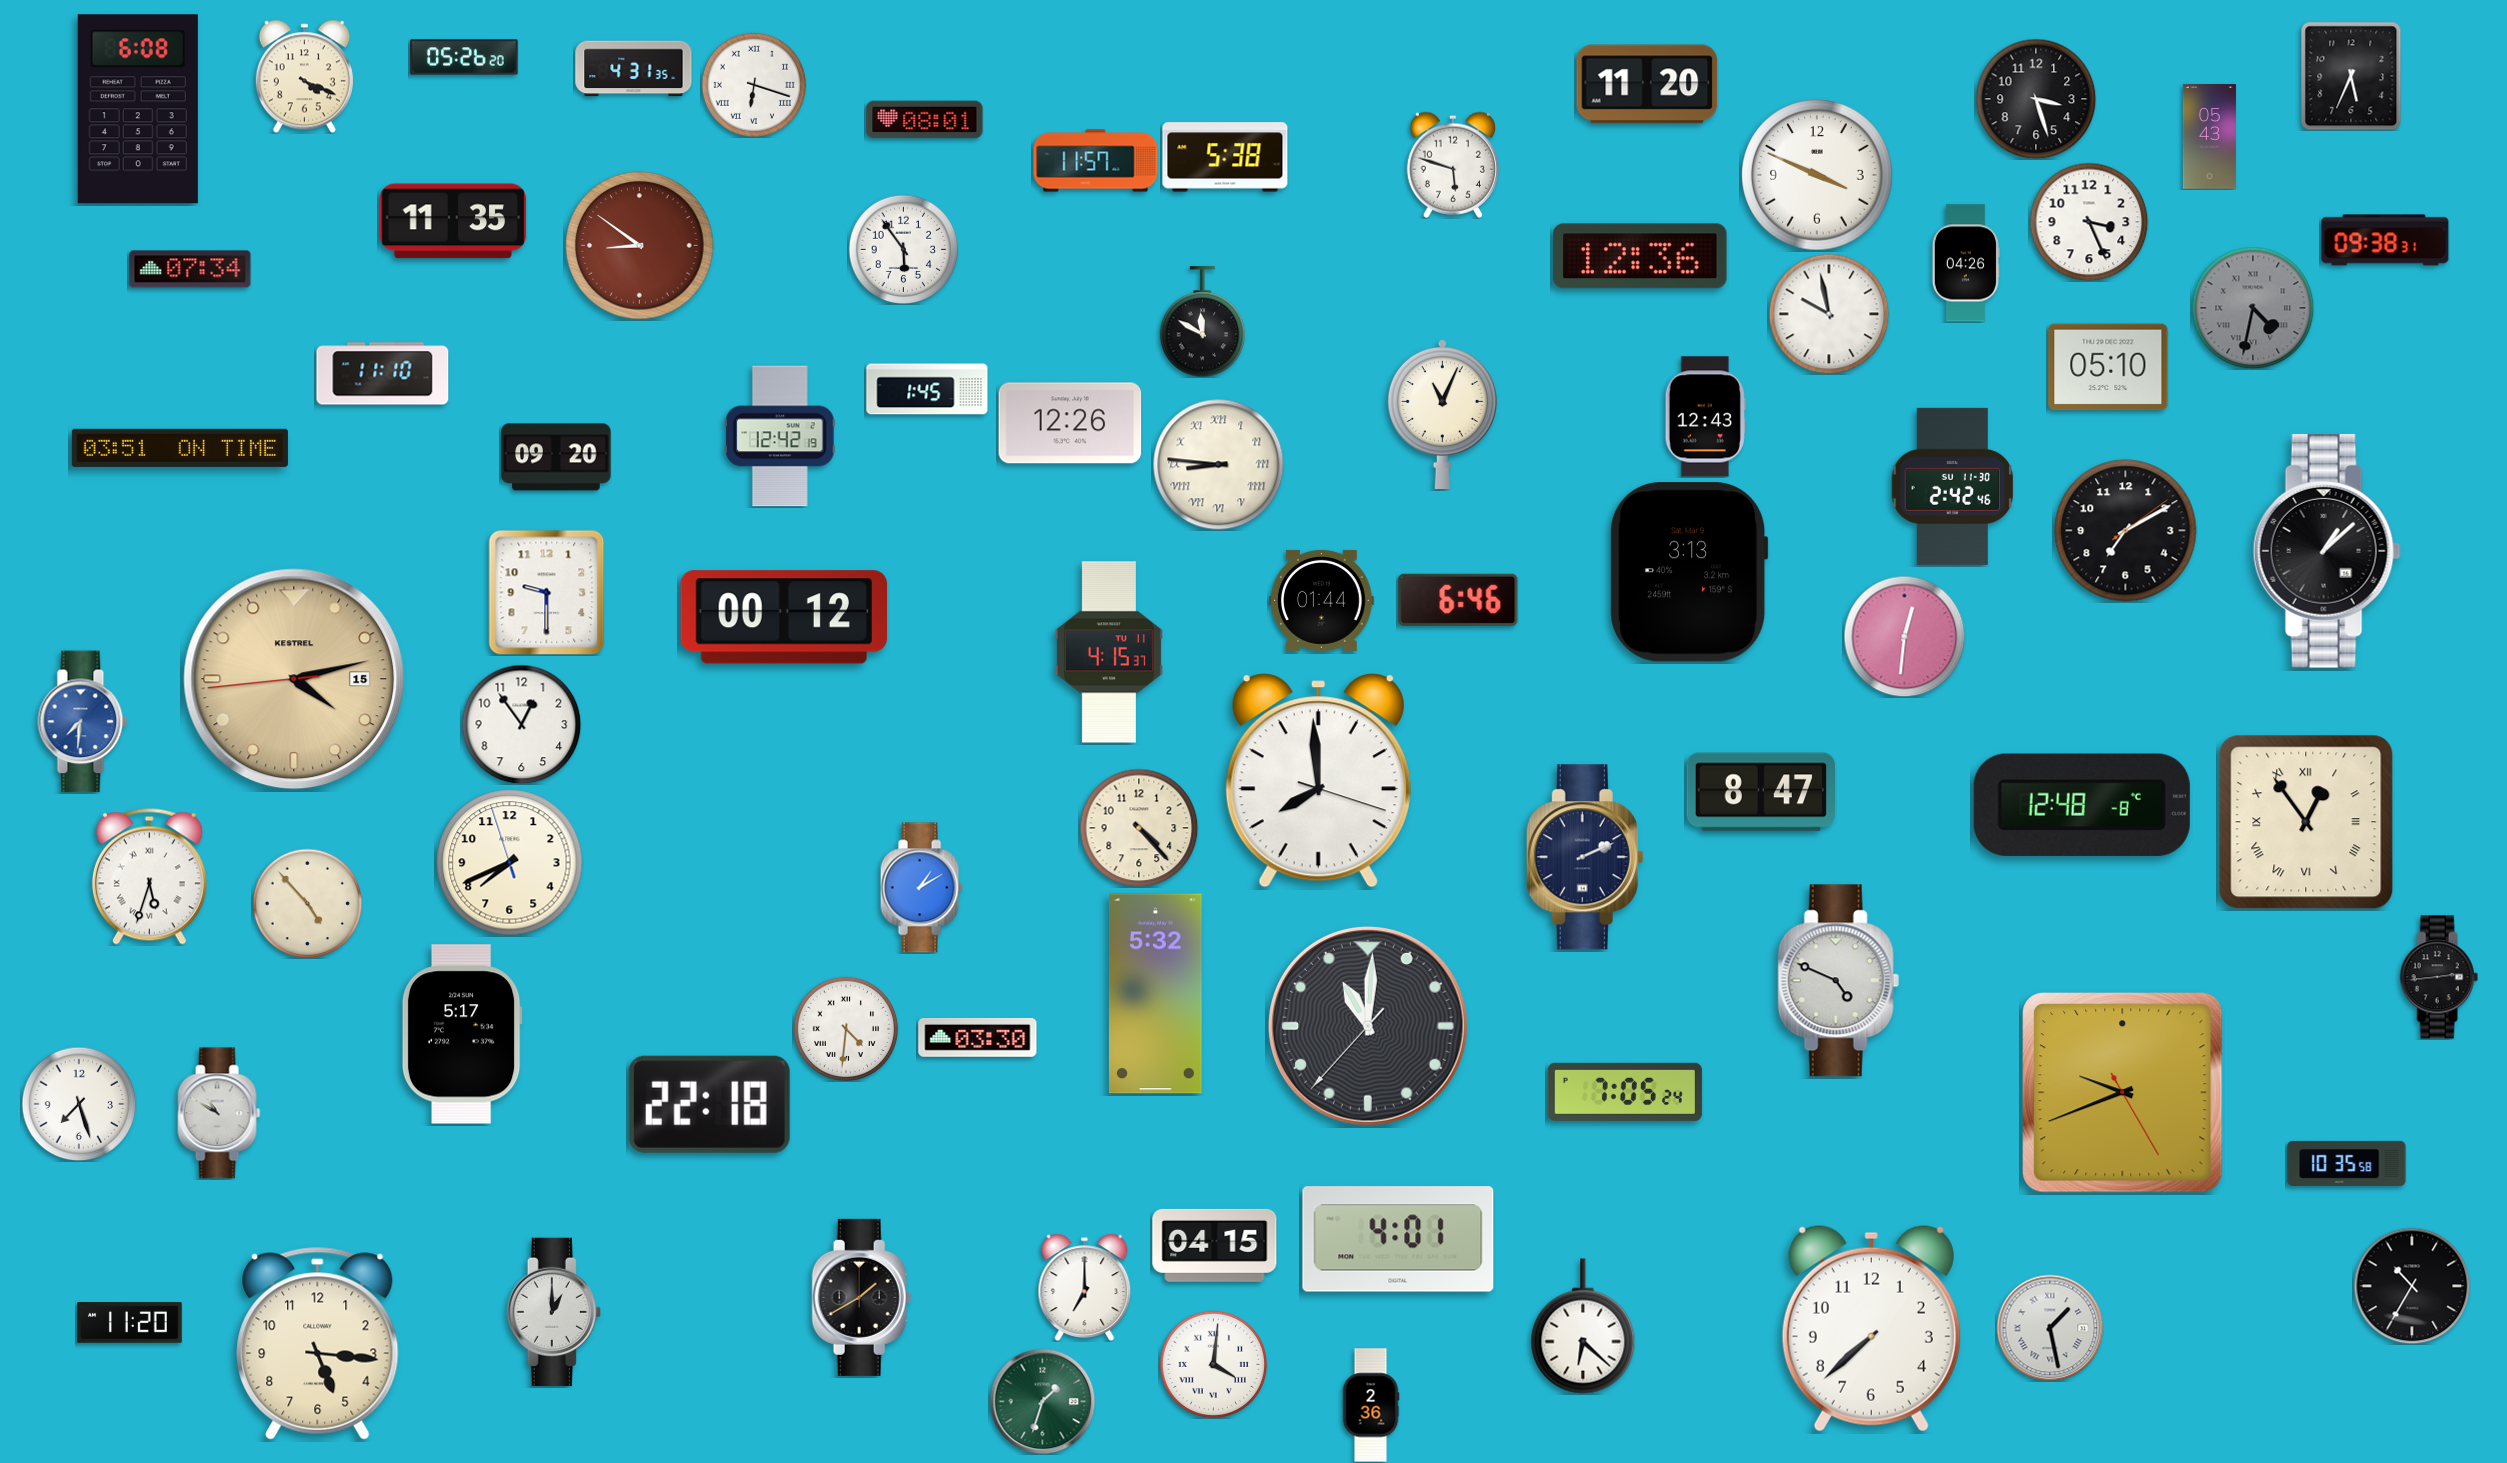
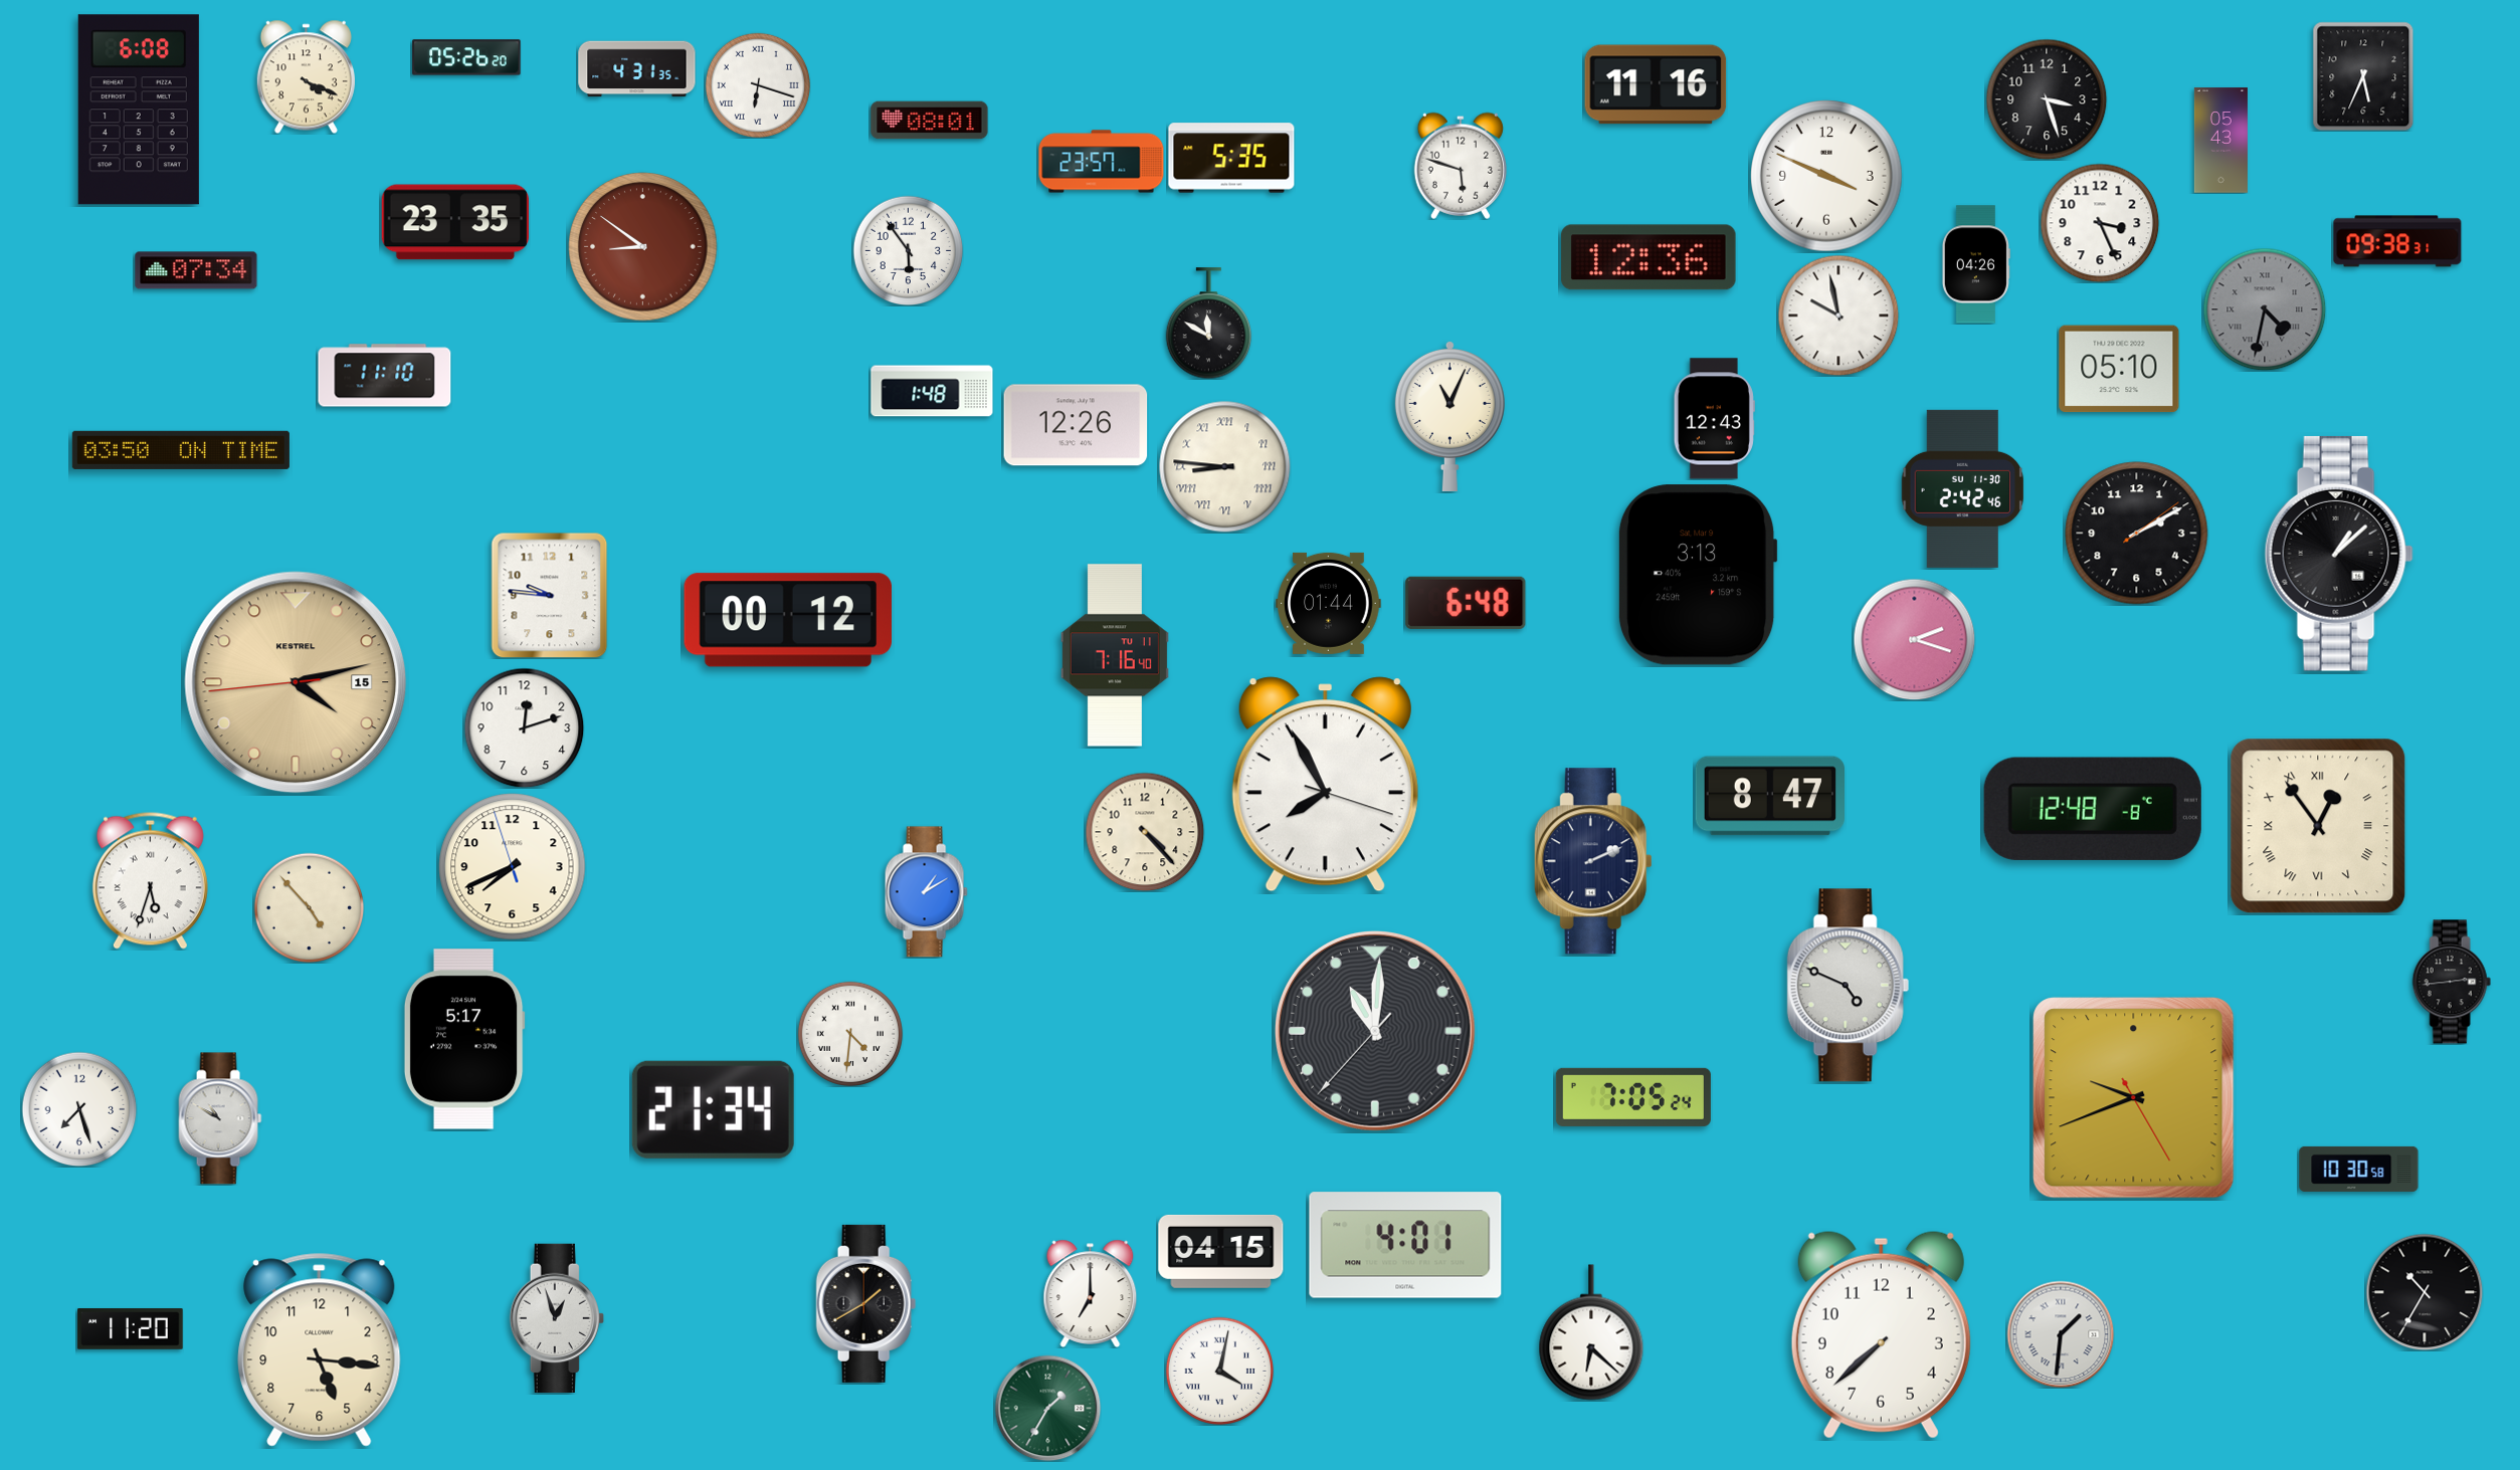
clock at (1647, 84): 11:20 -> 11:16
clock at (2209, 137) position: (2209, 137) -> (2220, 141)
clock at (1225, 157): 5:38 -> 5:35
clock at (1096, 161): 11:57 -> 23:57
clock at (453, 221): 11:35 -> 23:35
clock at (190, 269) position: (190, 269) -> (196, 270)
clock at (927, 389): 1:45 -> 1:48
clock at (780, 436): 12:42 -> none
clock at (180, 448): 03:51 -> 03:50
clock at (556, 457): 09:20 -> none
clock at (2126, 531): 7:10 -> 2:10
clock at (547, 592): 9:30 -> 9:46
clock at (1458, 600): 6:46 -> 6:48
clock at (1904, 636): 12:31 -> 2:18
clock at (1109, 652): 4:15 -> 7:16
clock at (83, 722): 7:31 -> none
clock at (521, 724): 12:54 -> 12:12
clock at (1318, 781): 7:59 -> 7:55
clock at (1156, 994): 5:32 -> none
clock at (978, 1038): 03:30 -> none
clock at (709, 1104): 22:18 -> 21:34
clock at (2347, 1163): 10:35 -> 10:30
clock at (554, 1311): 1:00 -> 12:57
clock at (2050, 1328): 1:28 -> 1:31
clock at (1213, 1364): 4:01 -> 4:02
clock at (1042, 1401): 1:33 -> 1:35
clock at (1371, 1405): 2:36 -> none
